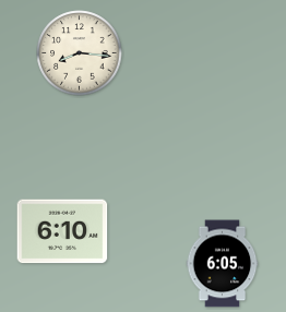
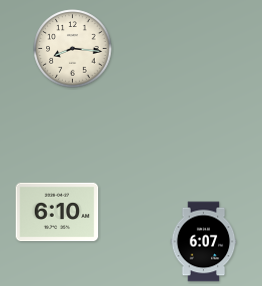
clock at (223, 264): 6:05 -> 6:07
